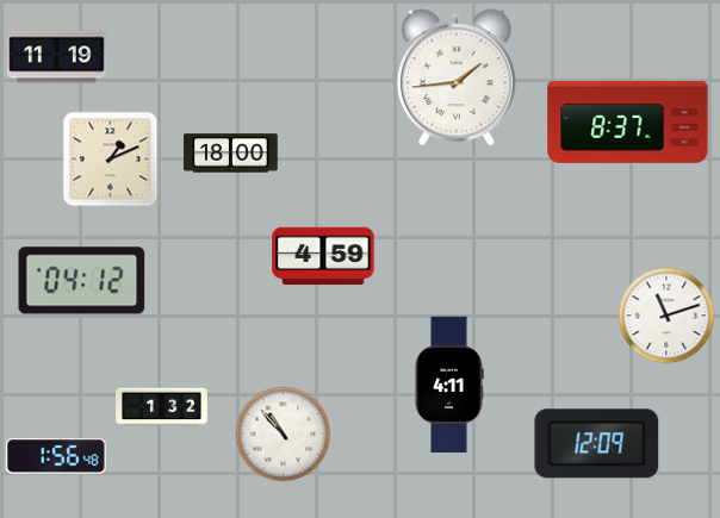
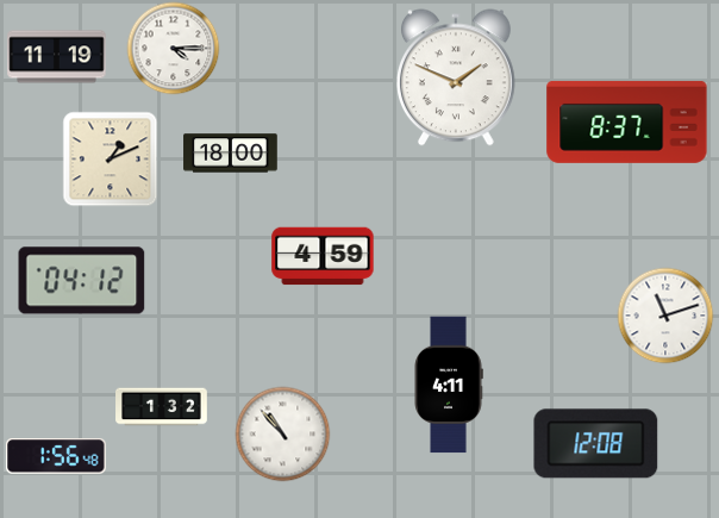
clock at (173, 48): none -> 4:15
clock at (457, 77): 1:44 -> 1:49
clock at (597, 444): 12:09 -> 12:08
